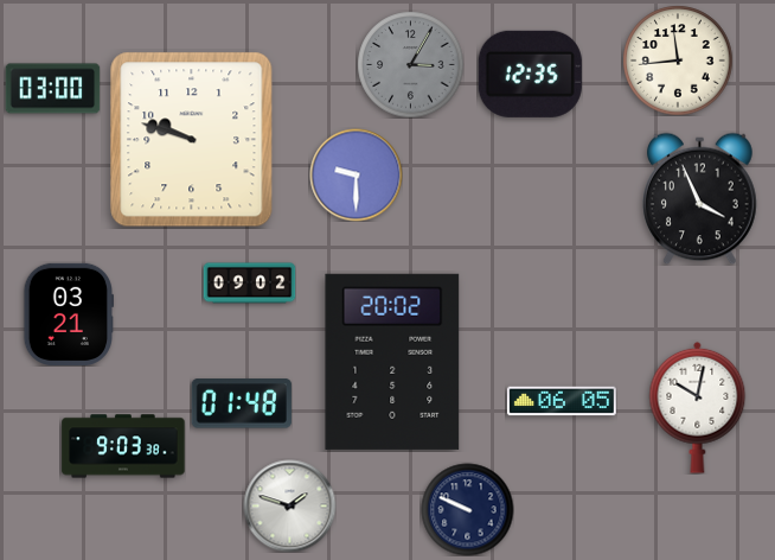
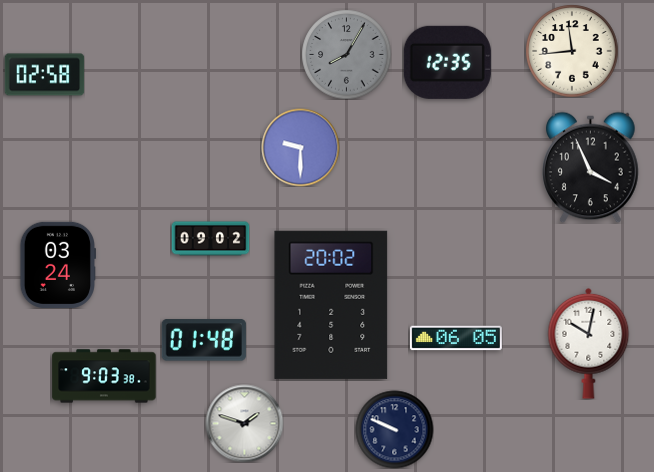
clock at (410, 64): 3:05 -> 8:05
clock at (52, 89): 03:00 -> 02:58
clock at (192, 140): 9:48 -> none
clock at (69, 314): 03:21 -> 03:24
clock at (562, 401) position: (562, 401) -> (456, 338)
clock at (289, 505) position: (289, 505) -> (244, 423)
